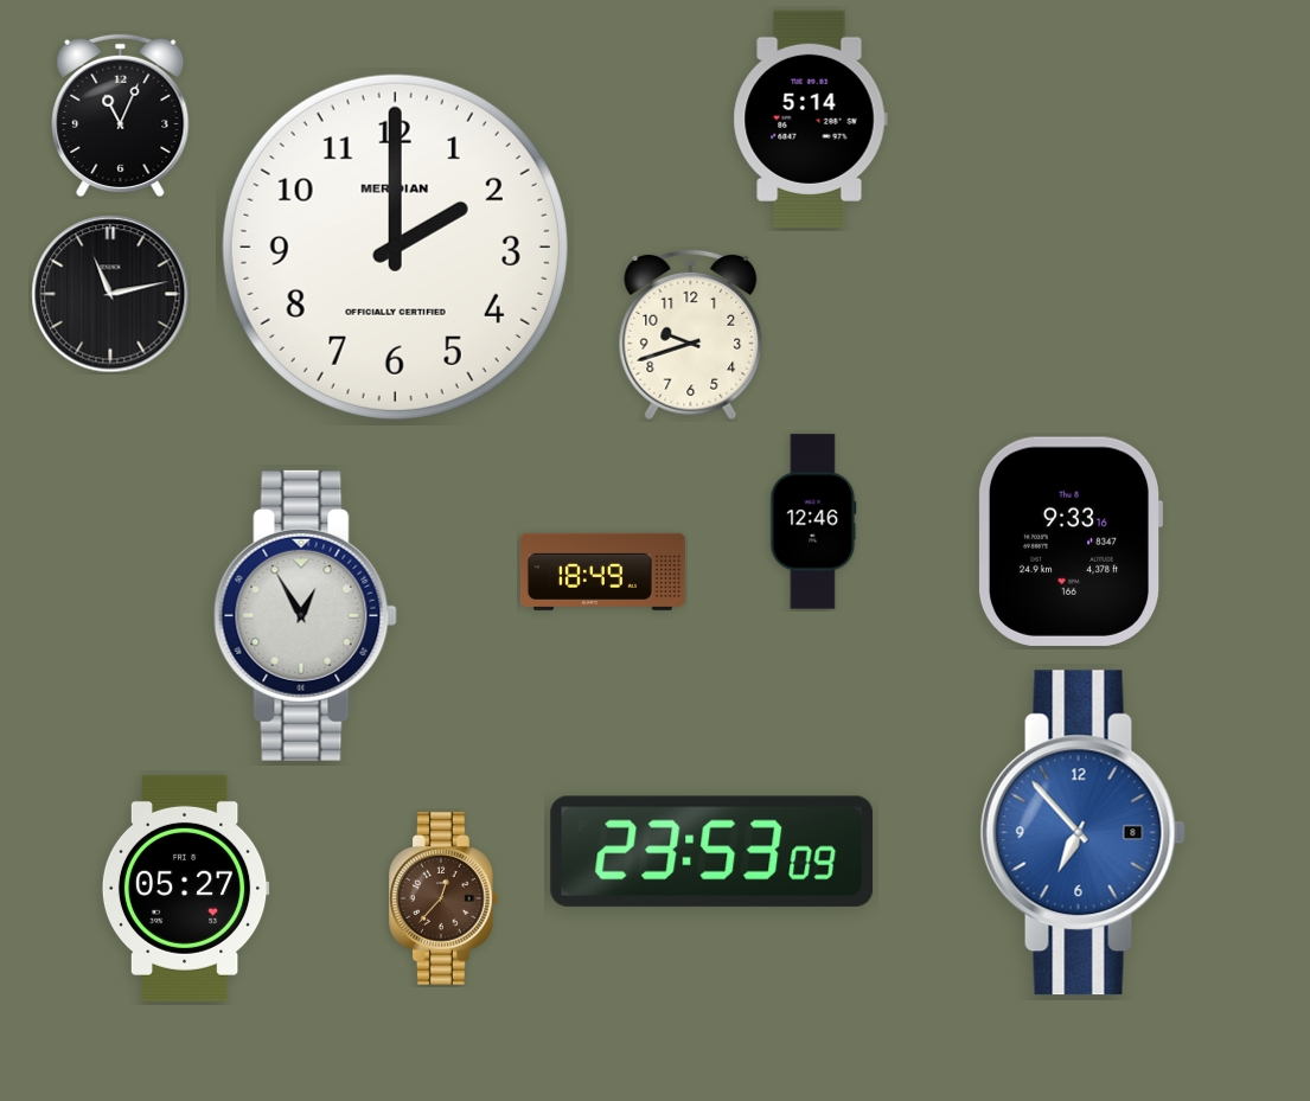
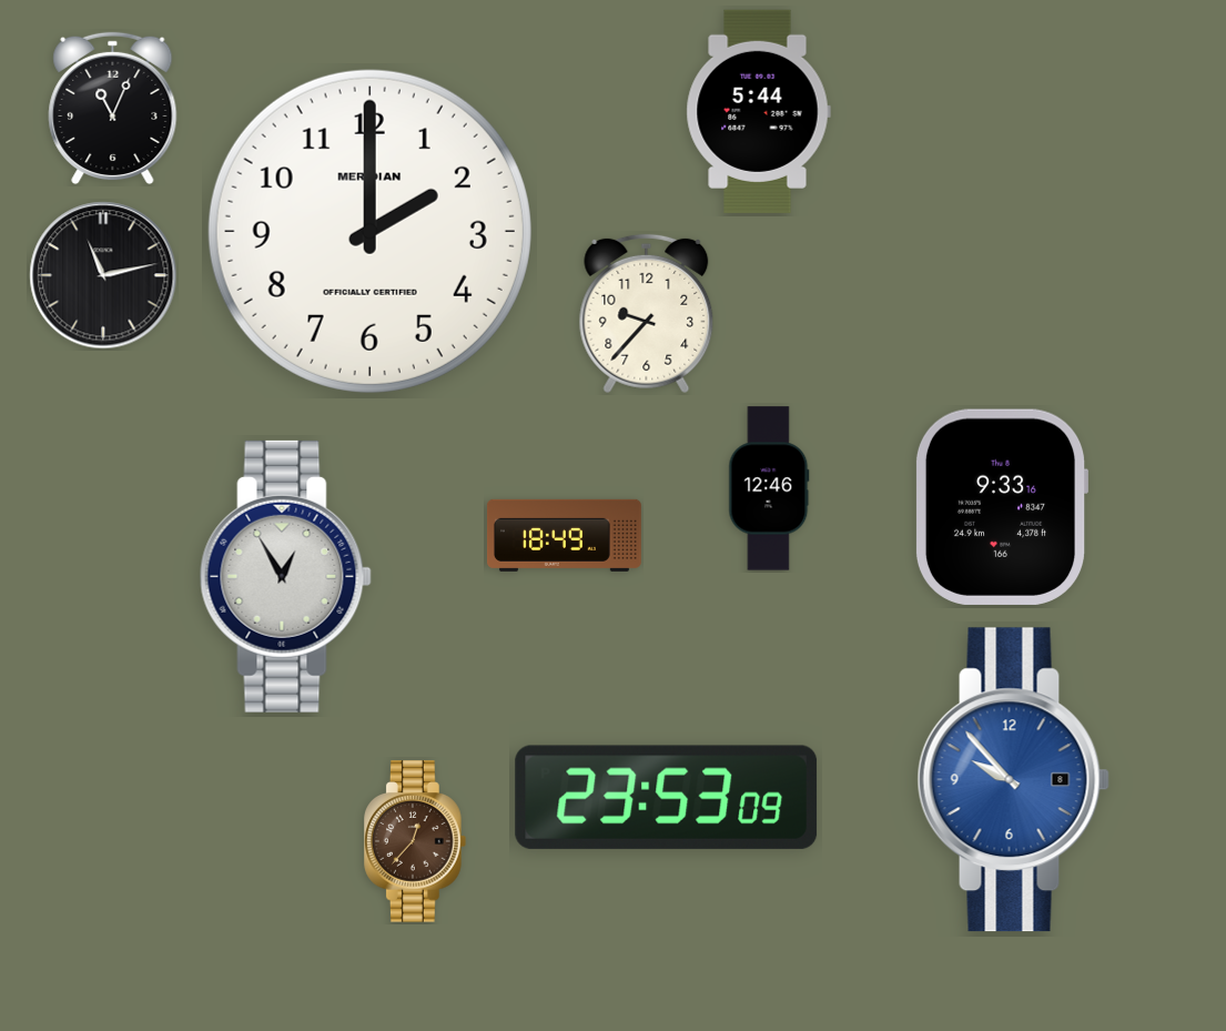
clock at (810, 119): 5:14 -> 5:44
clock at (691, 335): 9:42 -> 9:37
clock at (813, 521) position: (813, 521) -> (769, 488)
clock at (1082, 833): 6:53 -> 9:53
clock at (185, 888): 05:27 -> none
